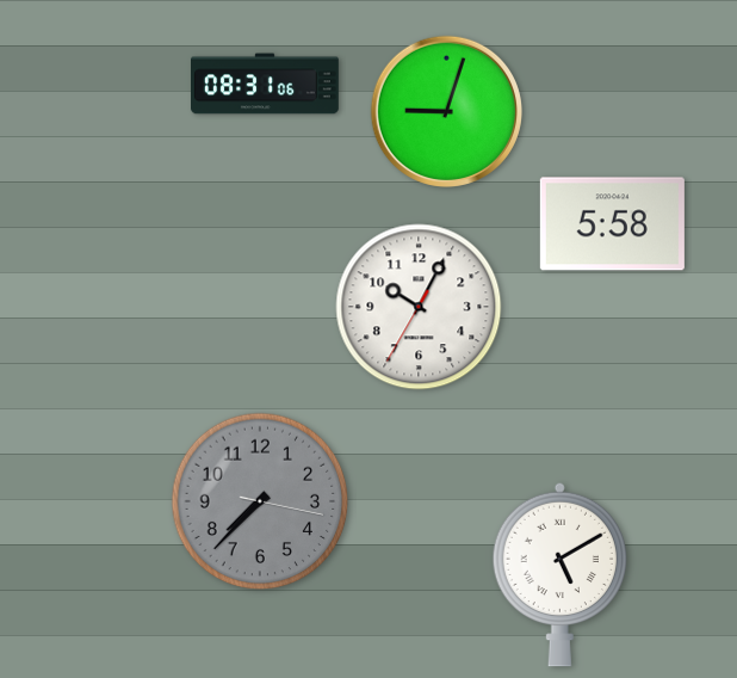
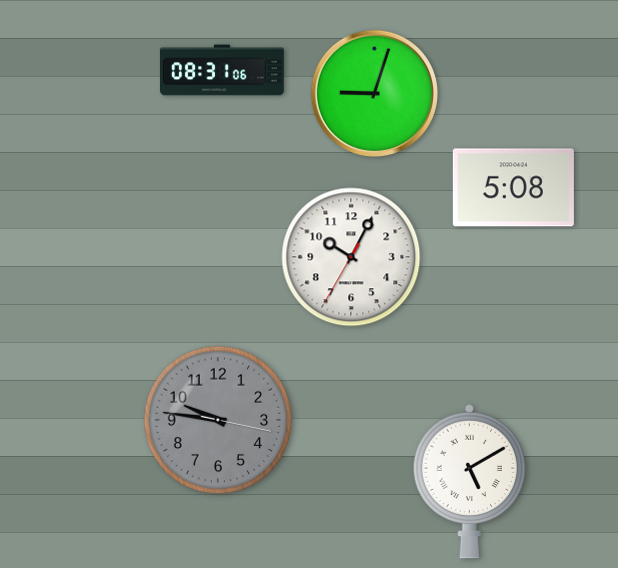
clock at (612, 224): 5:58 -> 5:08
clock at (260, 501): 7:37 -> 9:46
